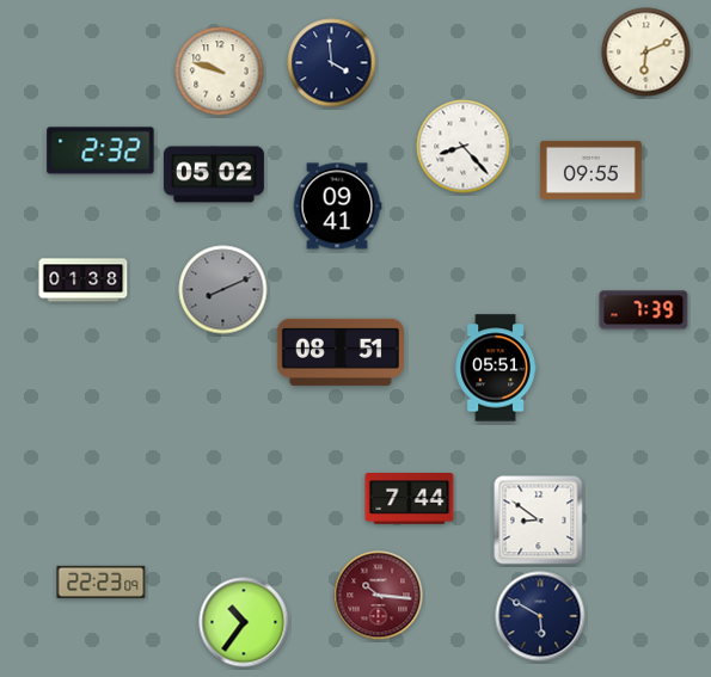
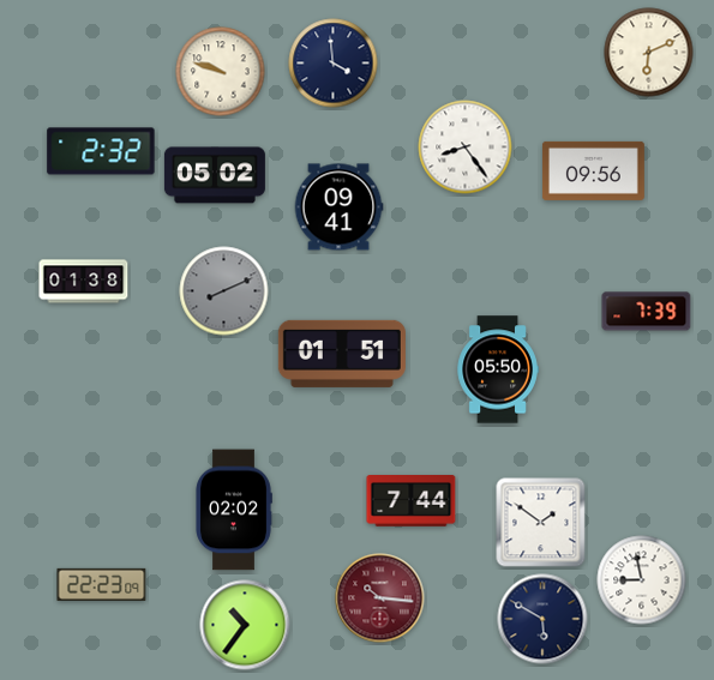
clock at (464, 147): 8:23 -> 8:24
clock at (590, 170): 09:55 -> 09:56
clock at (341, 352): 08:51 -> 01:51
clock at (496, 368): 05:51 -> 05:50
clock at (234, 510): none -> 02:02
clock at (539, 521): 8:51 -> 1:51
clock at (642, 580): none -> 8:58
